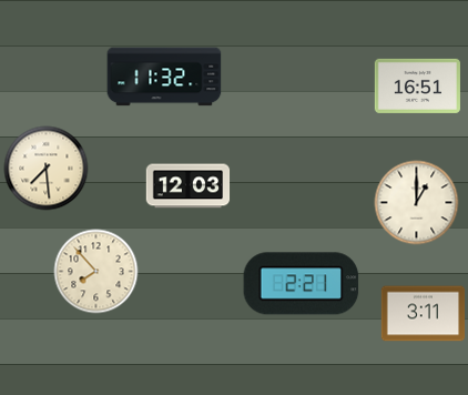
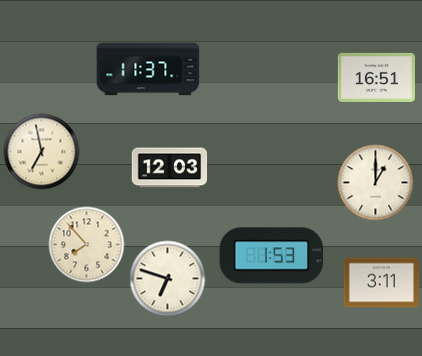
clock at (164, 77): 11:32 -> 11:37
clock at (47, 169): 7:29 -> 6:58
clock at (302, 284): 2:21 -> 1:53
clock at (168, 279): none -> 6:48
